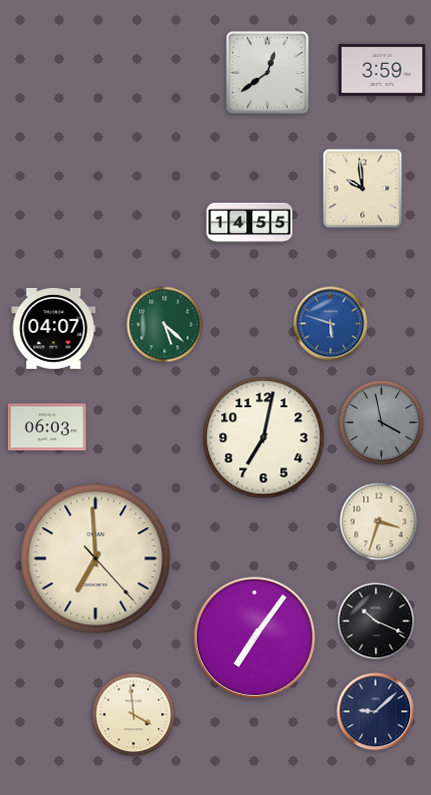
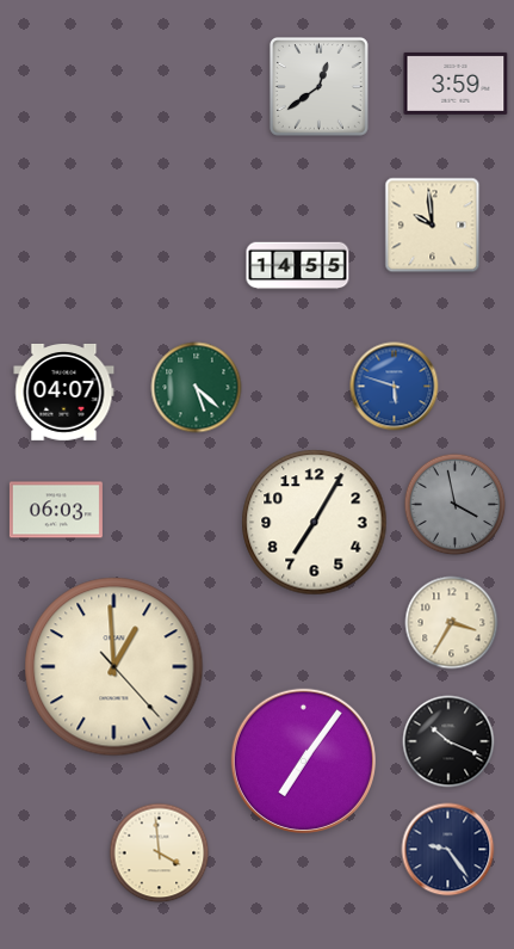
clock at (264, 438): 7:02 -> 7:05
clock at (379, 522): 3:33 -> 3:35
clock at (96, 559): 6:59 -> 12:59
clock at (376, 712): 9:08 -> 9:24
